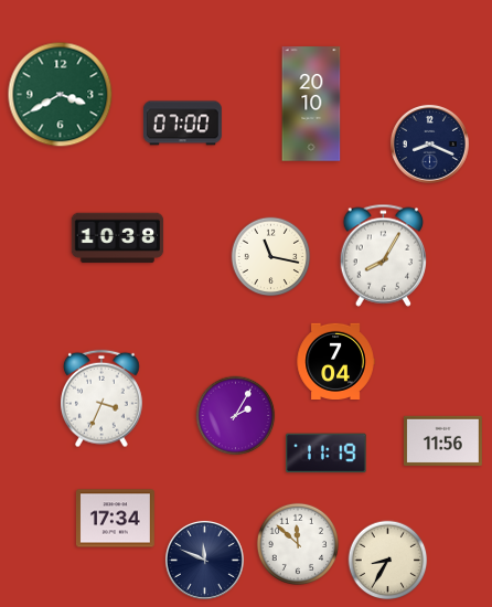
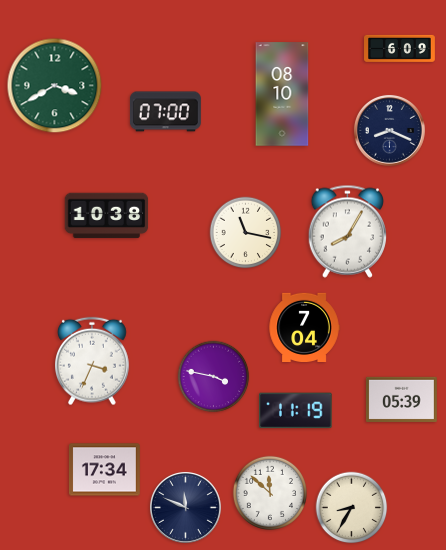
clock at (400, 48): none -> 6:09
clock at (311, 104): 20:10 -> 08:10
clock at (236, 416): 2:05 -> 3:47
clock at (442, 440): 11:56 -> 05:39
